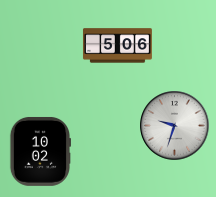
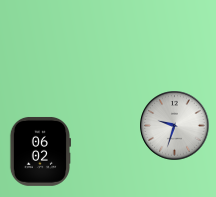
clock at (117, 46): 5:06 -> none
clock at (40, 151): 10:02 -> 06:02
